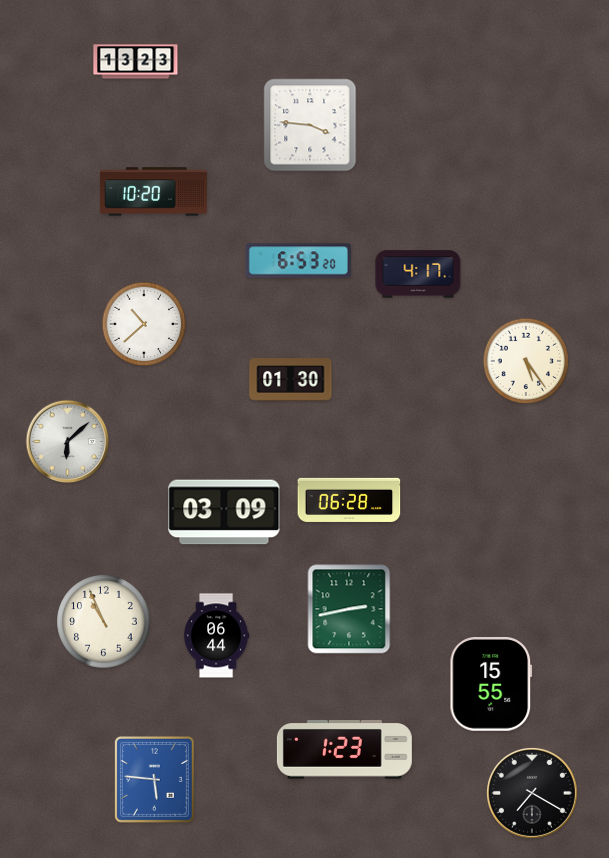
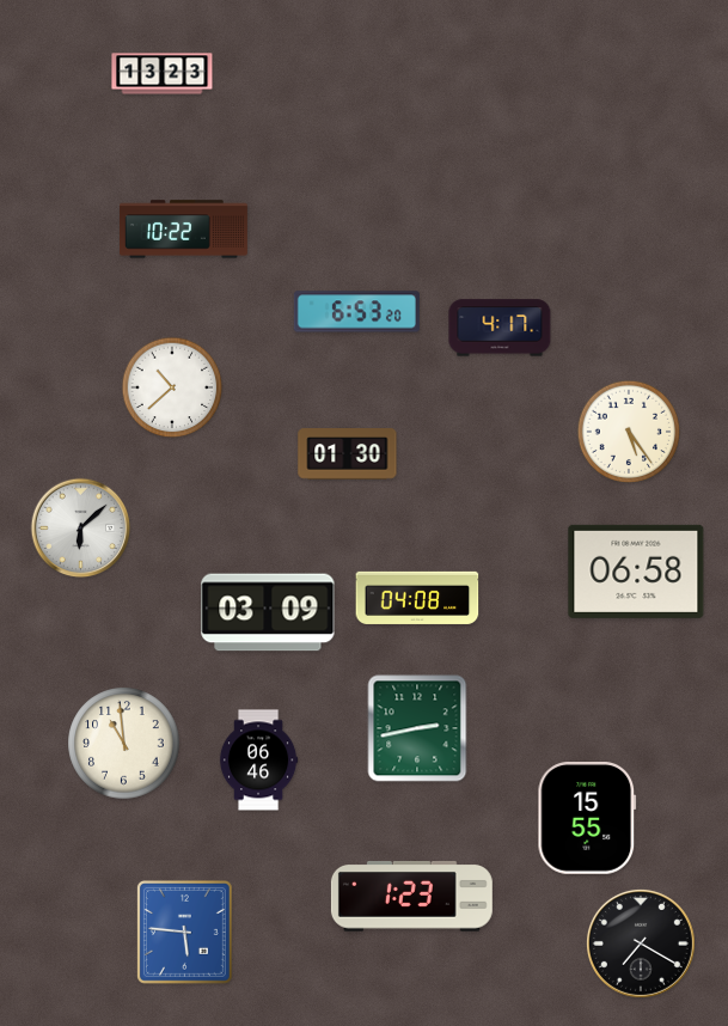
clock at (310, 125): 3:46 -> none
clock at (154, 192): 10:20 -> 10:22
clock at (636, 572): none -> 06:58
clock at (349, 500): 06:28 -> 04:08
clock at (104, 622): 10:56 -> 10:59
clock at (216, 636): 06:44 -> 06:46
clock at (532, 793) position: (532, 793) -> (641, 943)
